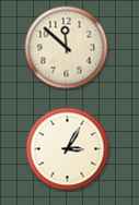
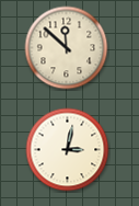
clock at (68, 149): 3:05 -> 3:02
